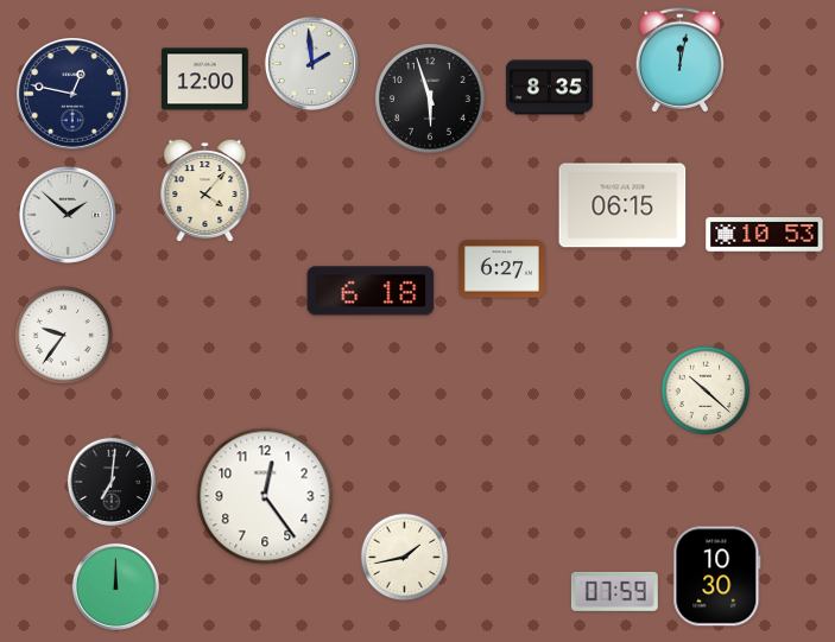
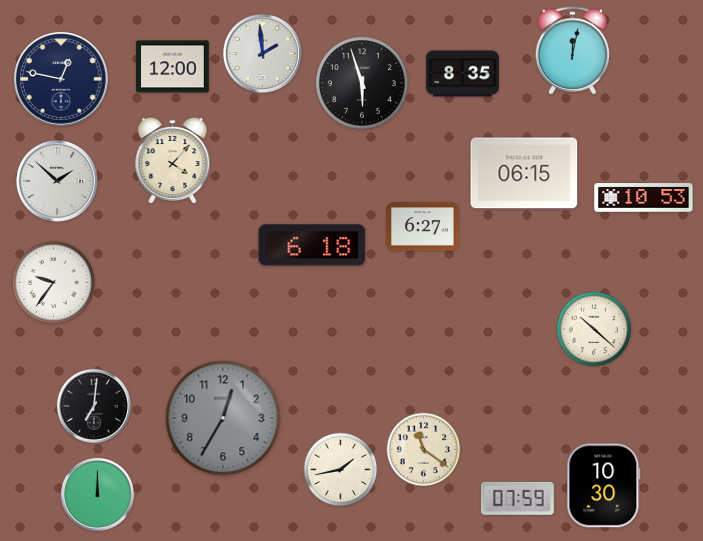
clock at (265, 496): 12:24 -> 12:35
clock at (265, 496) dial: white -> grey
clock at (424, 450): none -> 11:21
